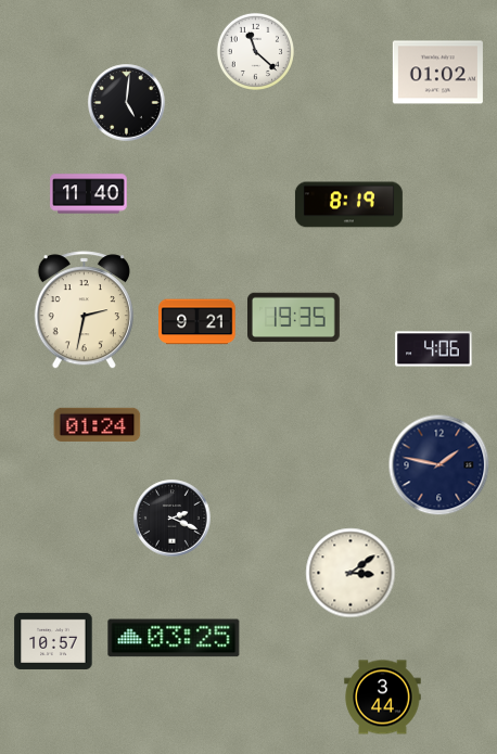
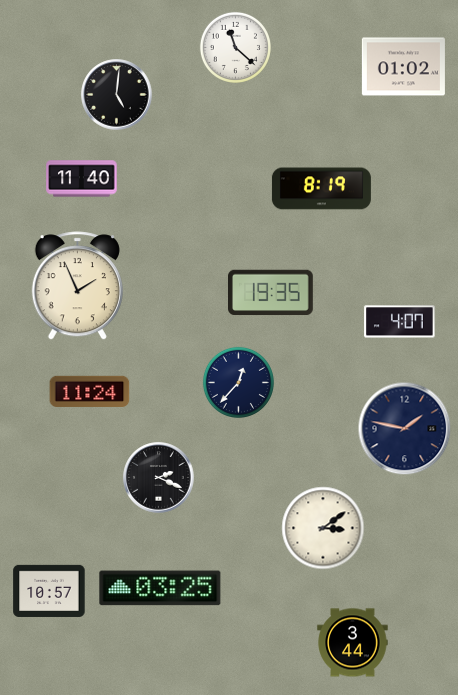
clock at (84, 310): 2:32 -> 1:56
clock at (197, 322): 9:21 -> none
clock at (434, 349): 4:06 -> 4:07
clock at (238, 382): none -> 12:37
clock at (98, 424): 01:24 -> 11:24
